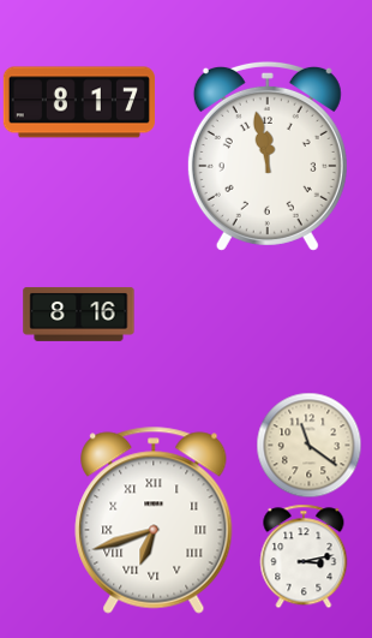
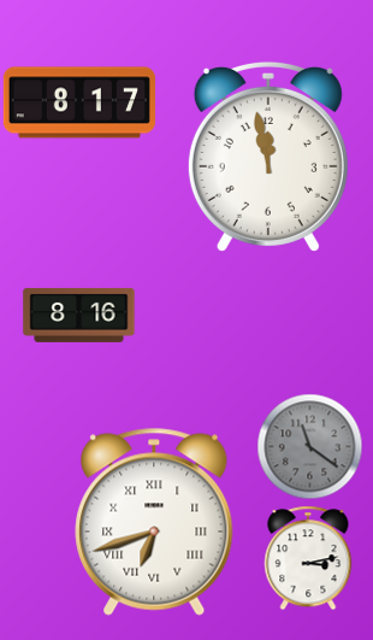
clock at (308, 445) dial: cream -> grey
clock at (304, 556) position: (304, 556) -> (308, 558)
